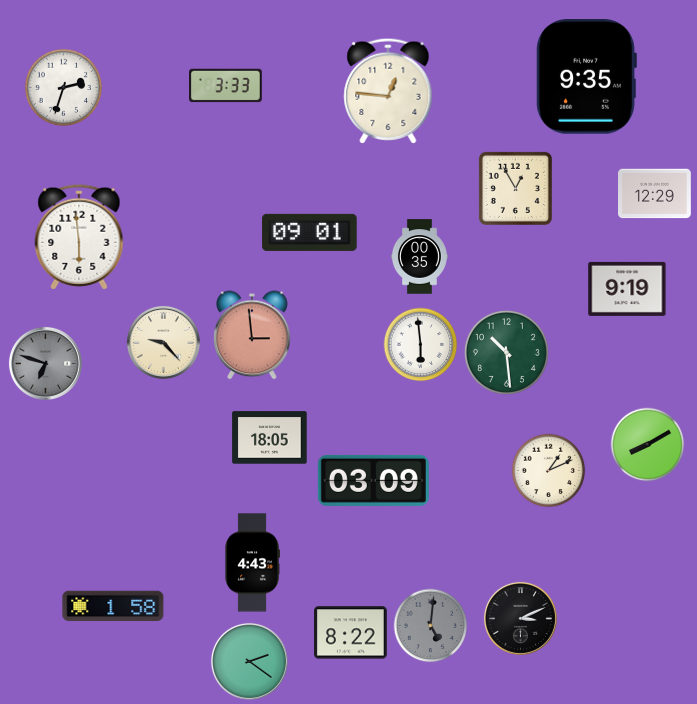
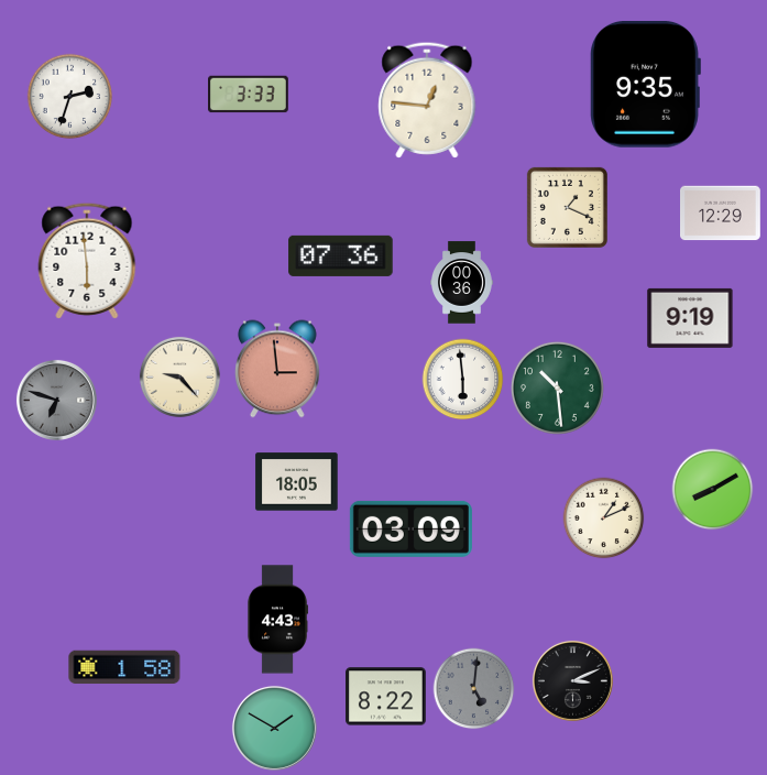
clock at (515, 188): 12:55 -> 1:19
clock at (310, 232): 09:01 -> 07:36
clock at (420, 257): 00:35 -> 00:36
clock at (45, 363) position: (45, 363) -> (56, 400)
clock at (249, 661): 2:21 -> 1:50
